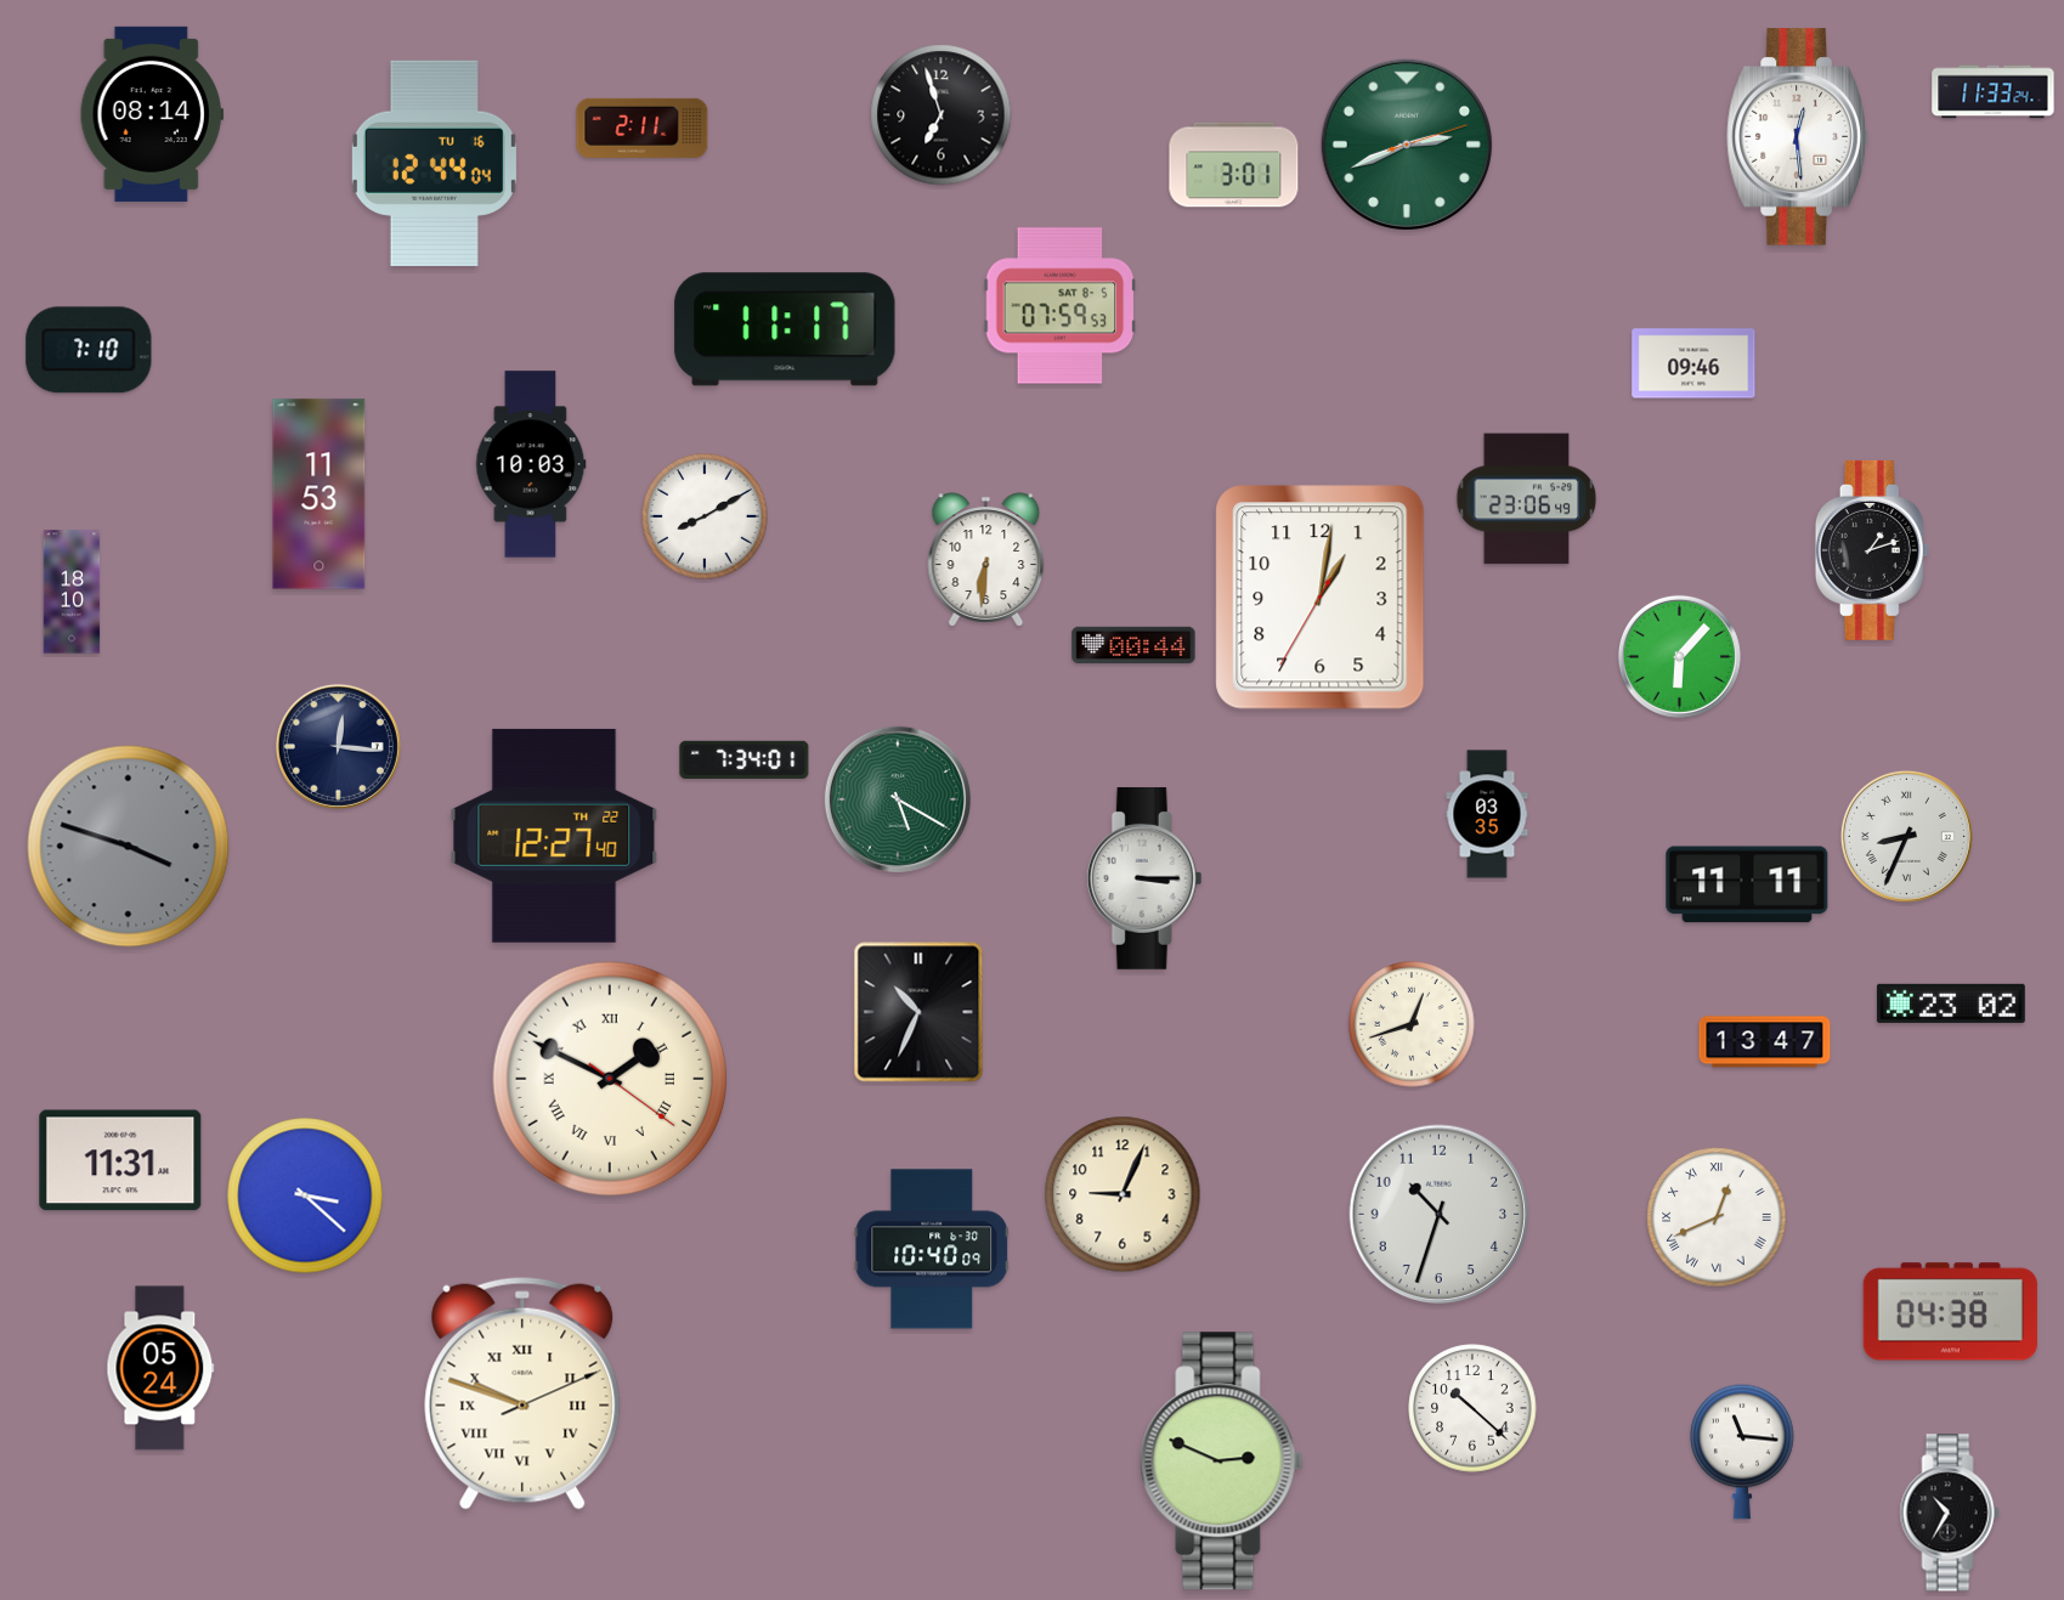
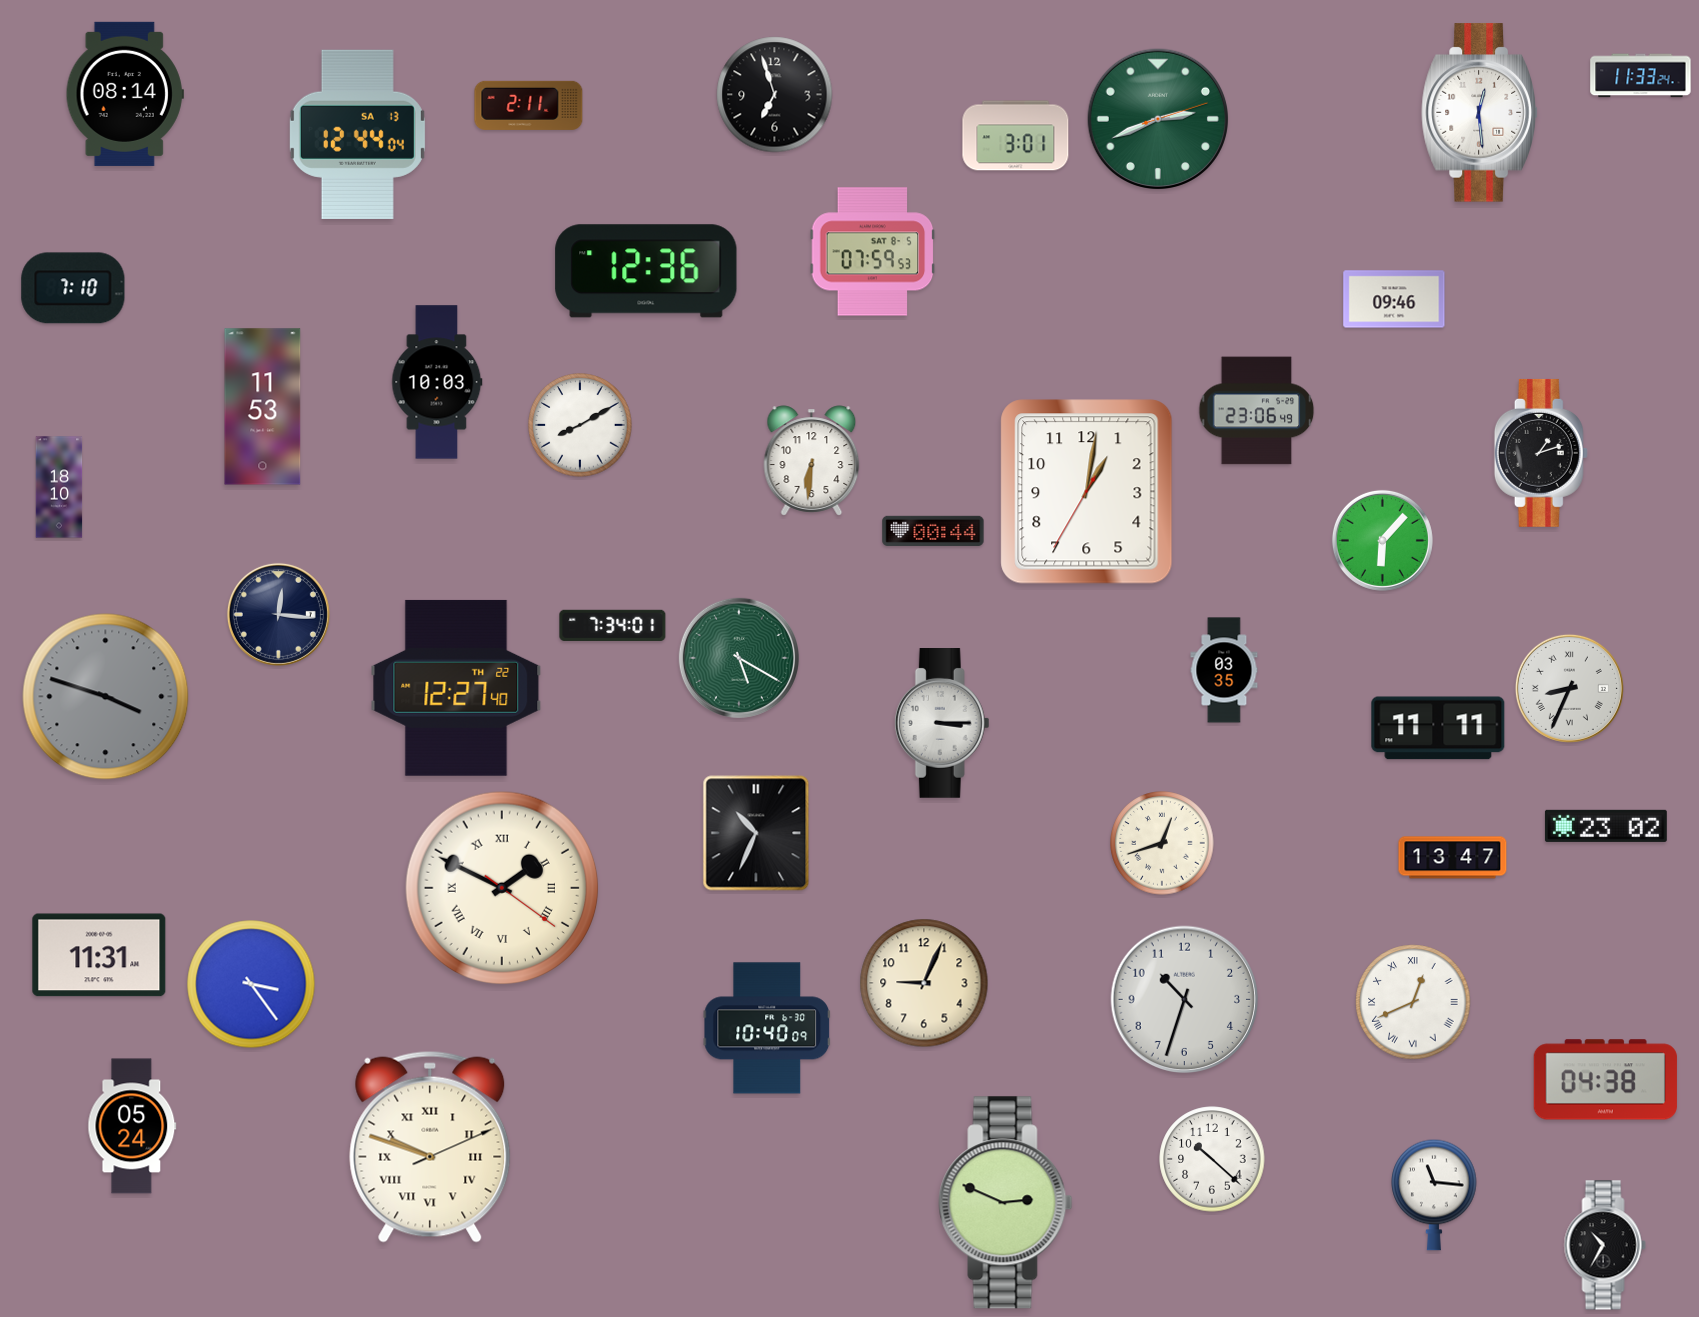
clock at (434, 163) date: TU 16 -> SA 13
clock at (785, 329): 11:17 -> 12:36
clock at (305, 1195): 3:22 -> 3:24
